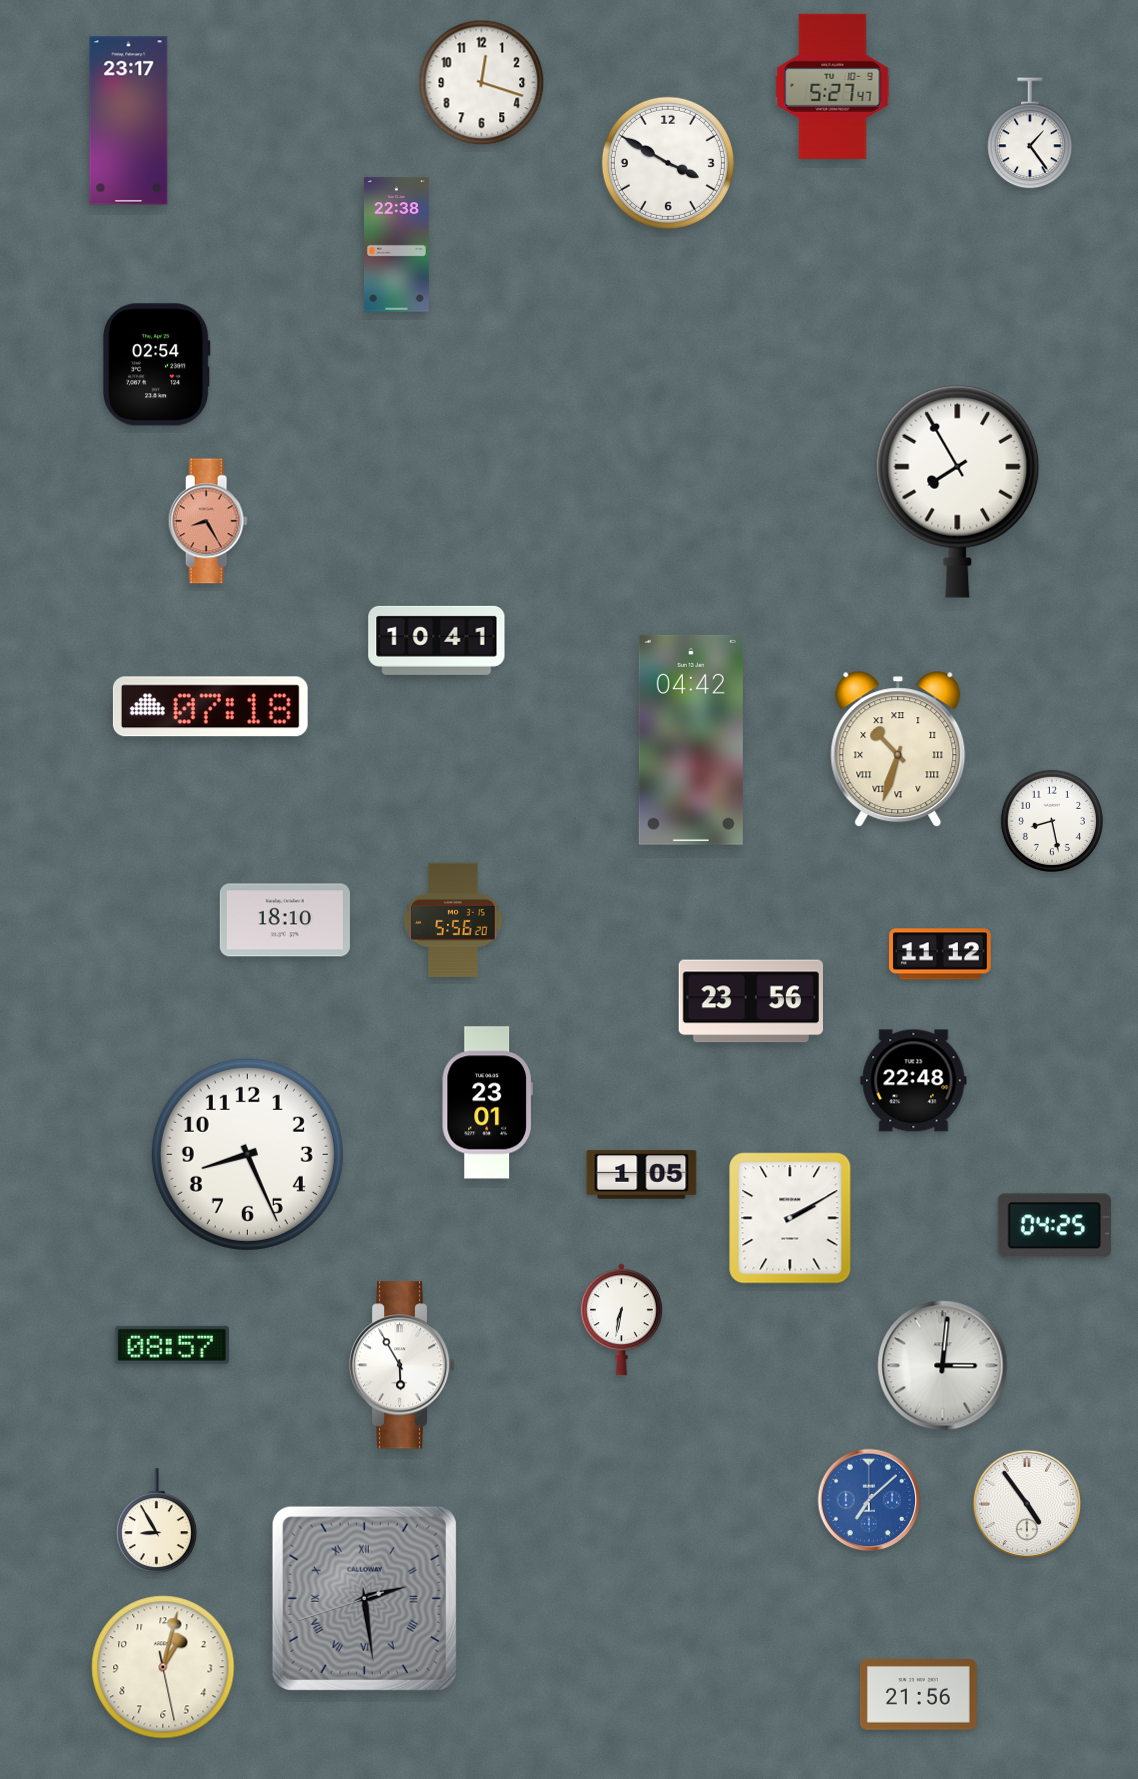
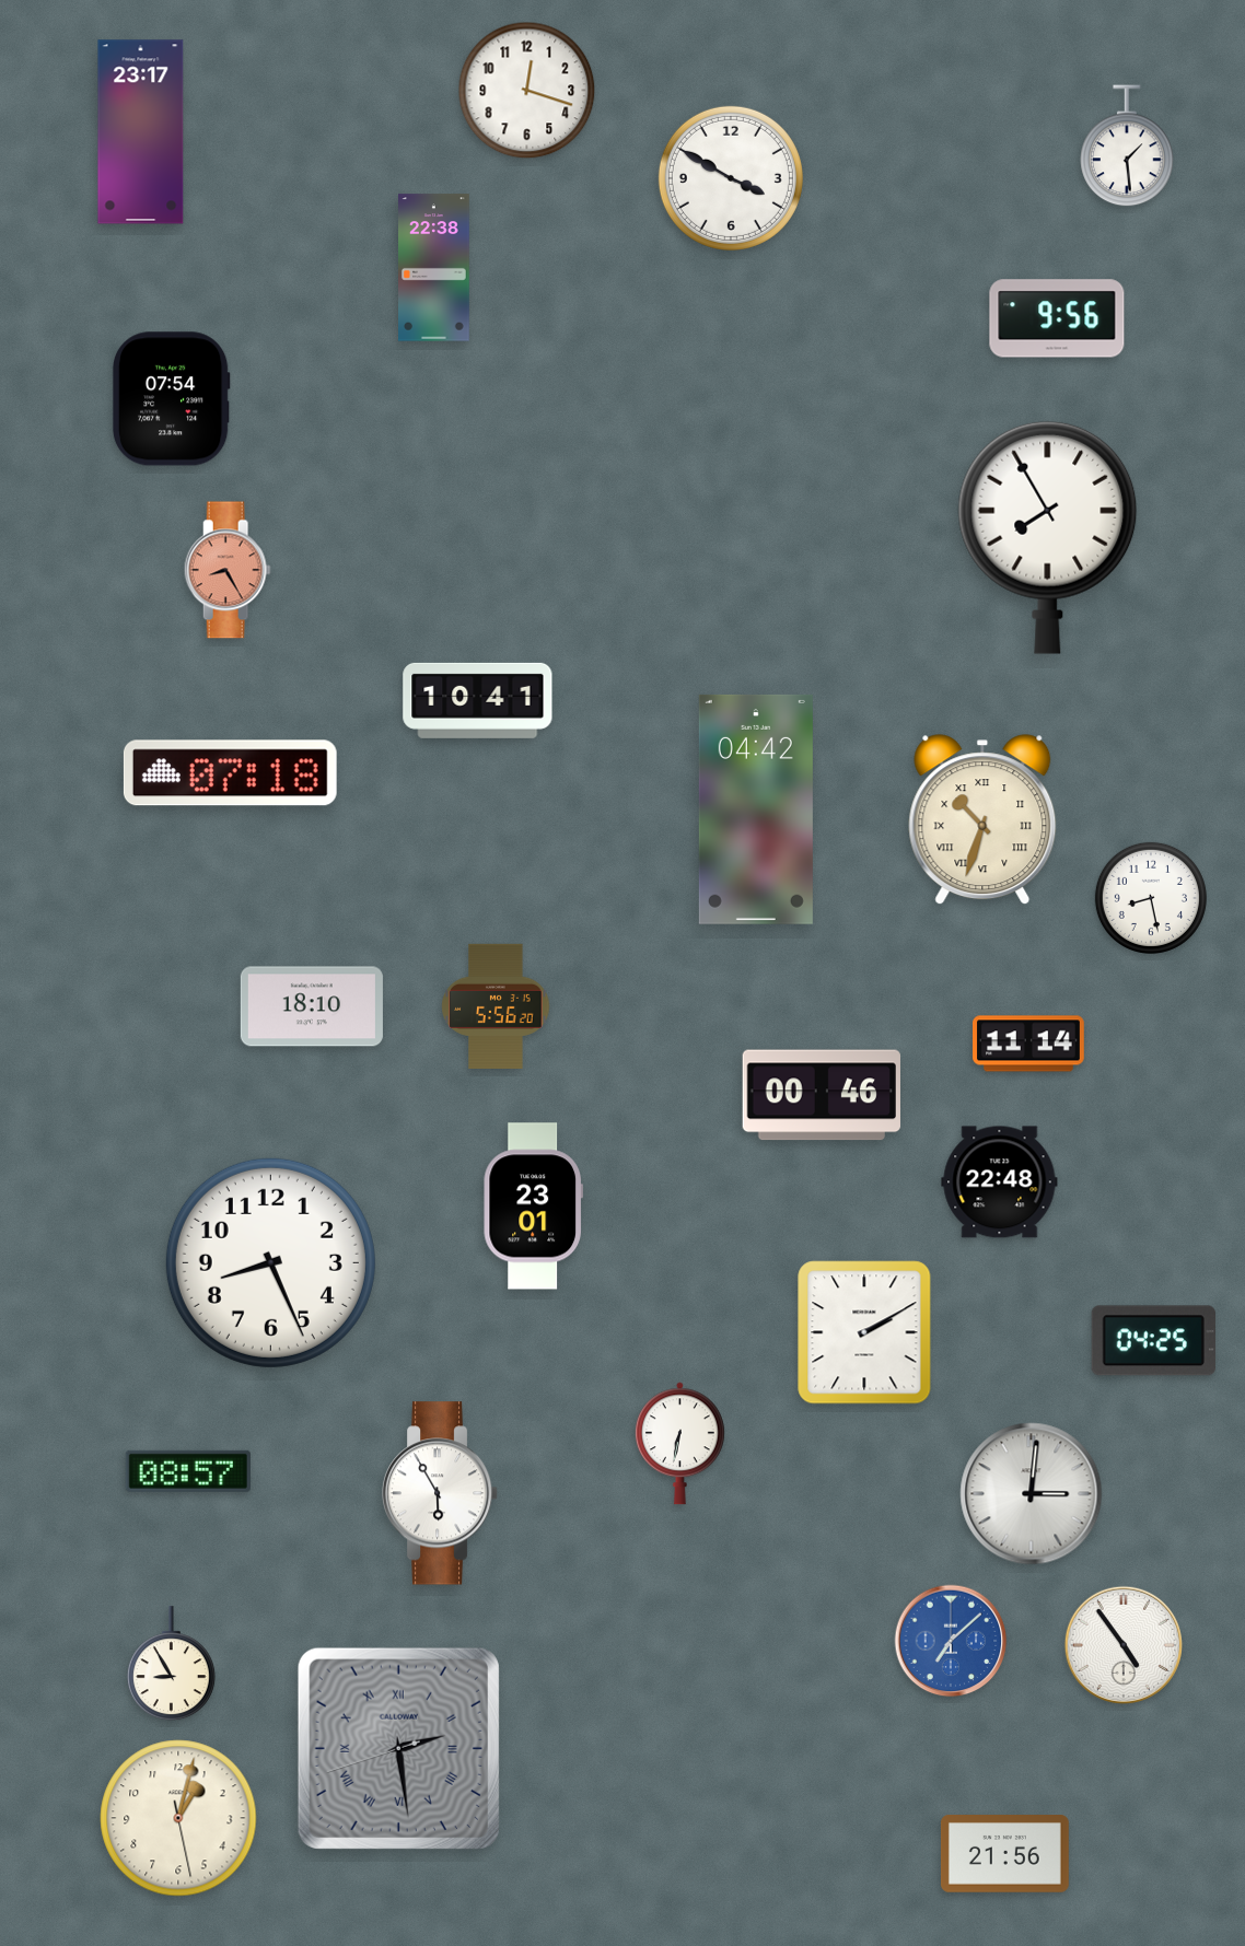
clock at (833, 86): 5:27 -> none
clock at (1030, 134): 1:24 -> 1:29
clock at (1057, 318): none -> 9:56
clock at (156, 365): 02:54 -> 07:54
clock at (941, 954): 11:12 -> 11:14
clock at (751, 1001): 23:56 -> 00:46
clock at (642, 1175): 1:05 -> none
clock at (163, 1667) position: (163, 1667) -> (178, 1818)
